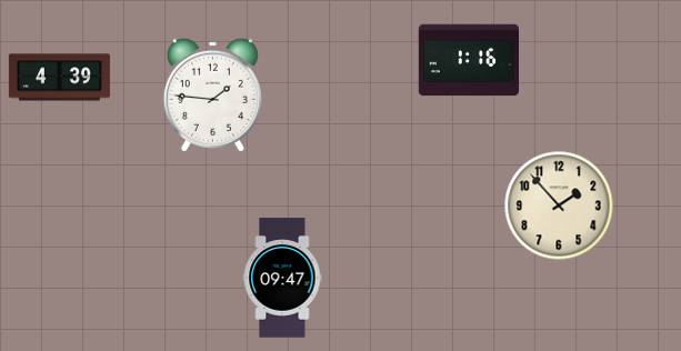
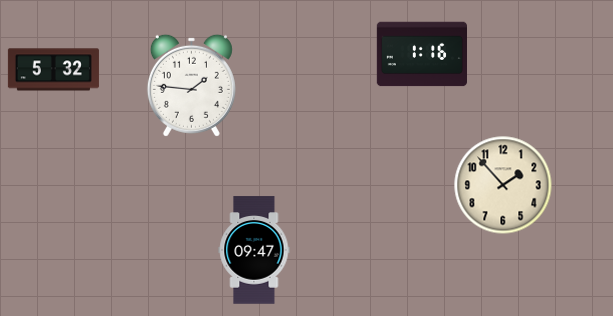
clock at (59, 78): 4:39 -> 5:32
